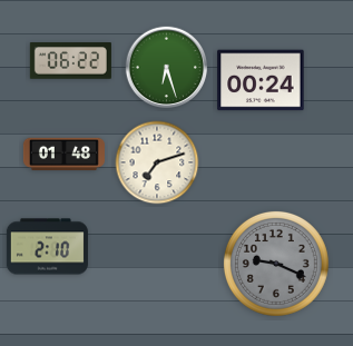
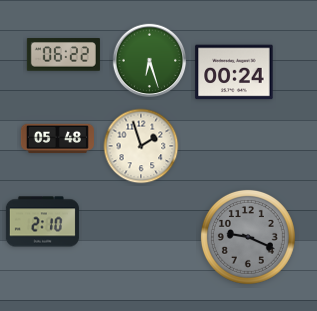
clock at (63, 155): 01:48 -> 05:48
clock at (157, 162): 7:12 -> 1:57
